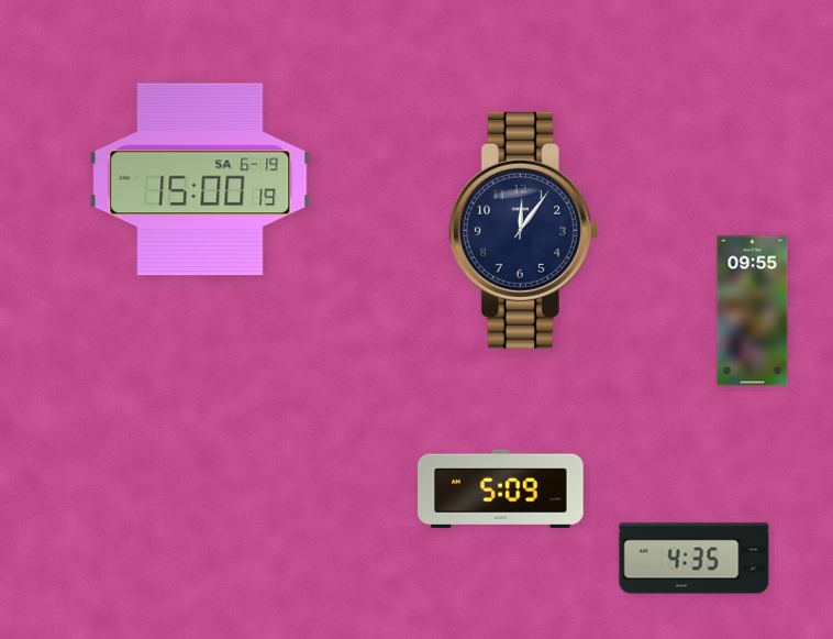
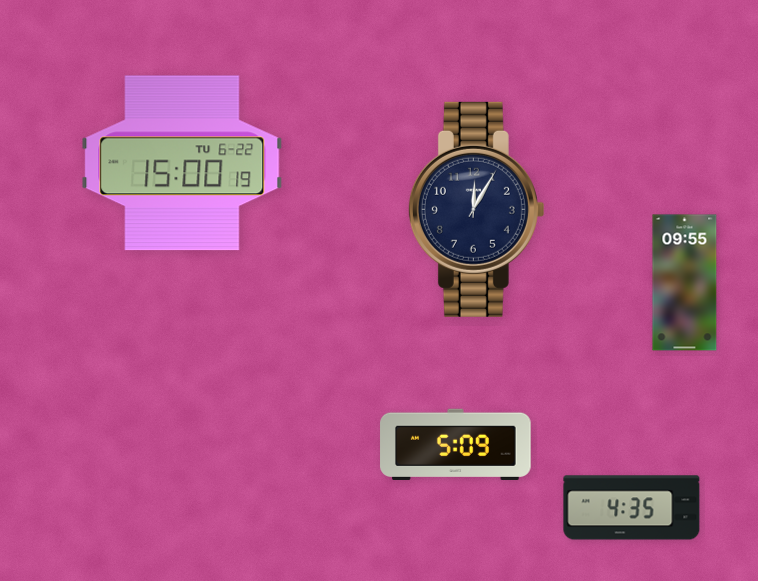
clock at (200, 179) date: SA 6-19 -> TU 6-22
clock at (523, 230): 12:06 -> 12:05
